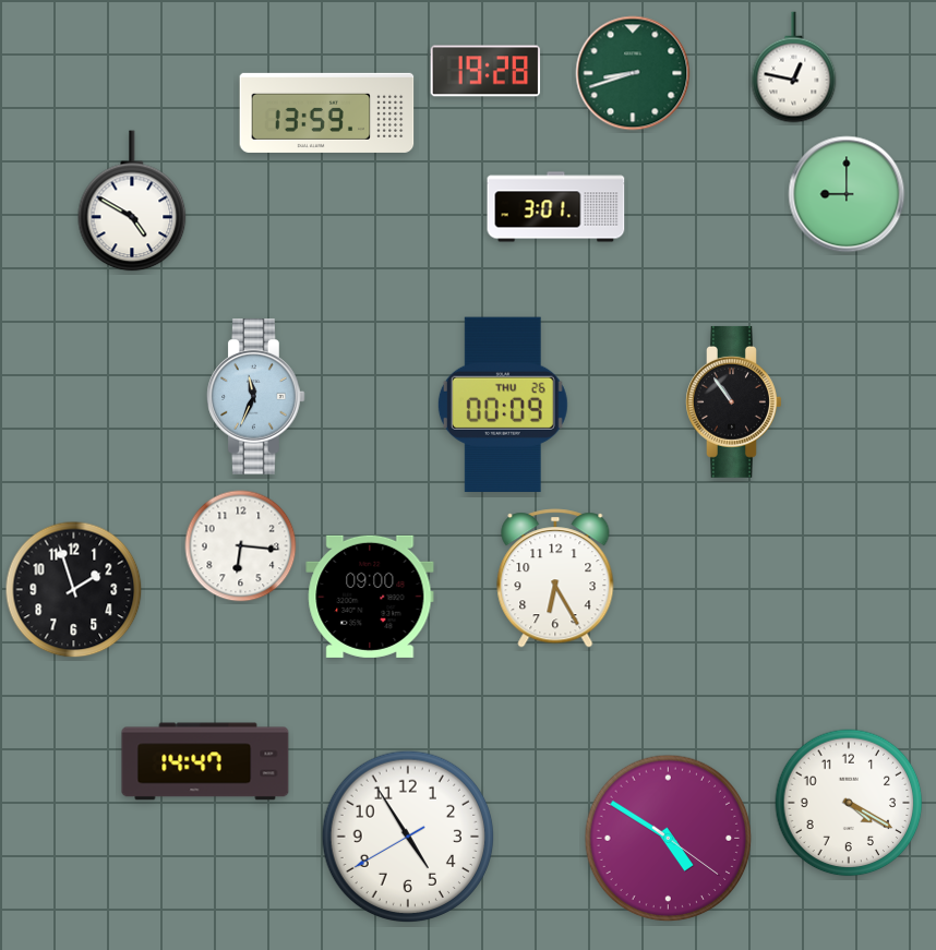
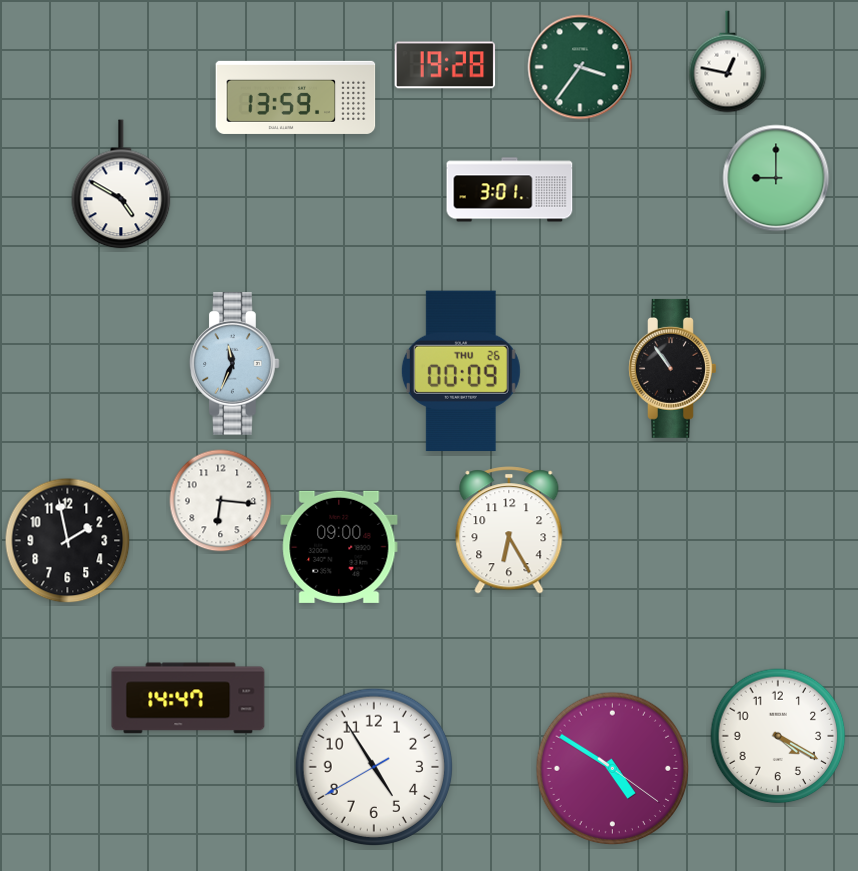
clock at (633, 73): 8:42 -> 3:36
clock at (327, 112) position: (327, 112) -> (296, 97)
clock at (74, 590): 1:57 -> 1:58
